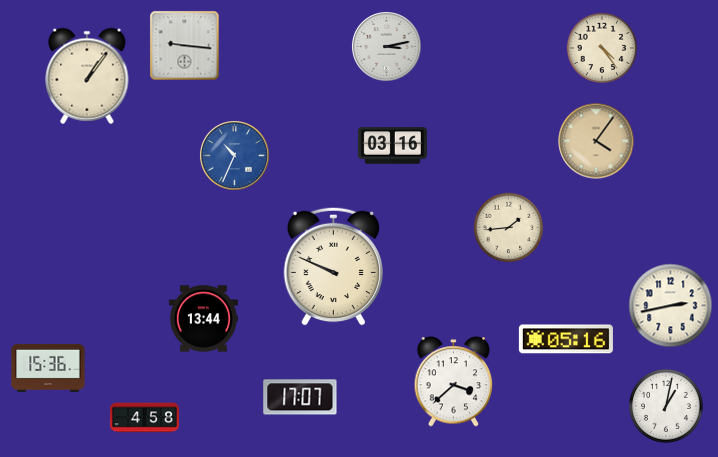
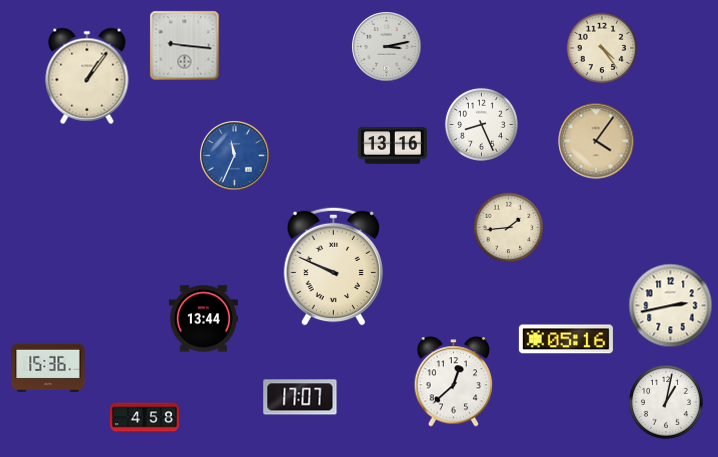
clock at (481, 124): none -> 8:26
clock at (392, 146): 03:16 -> 13:16
clock at (235, 156): 10:34 -> 11:34
clock at (454, 382): 3:38 -> 12:38
clock at (666, 406) position: (666, 406) -> (666, 402)
